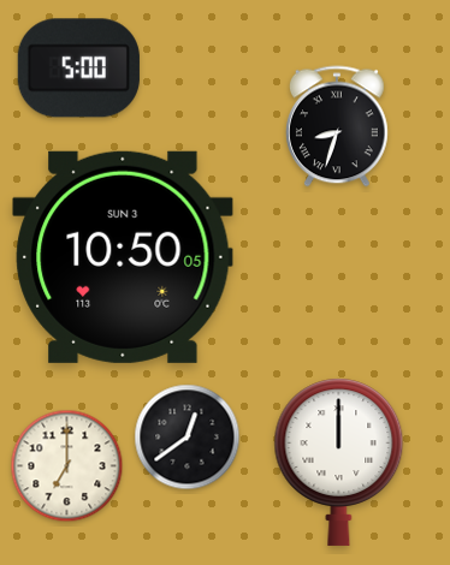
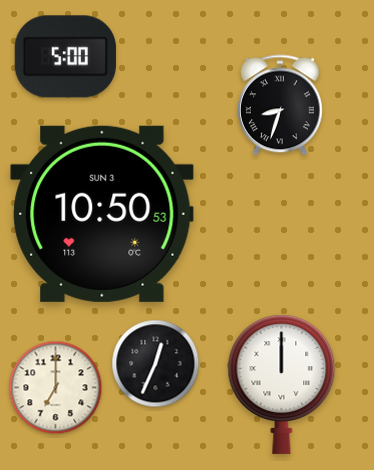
clock at (123, 257): 10:50:05 -> 10:50:53
clock at (188, 438): 12:39 -> 12:34
